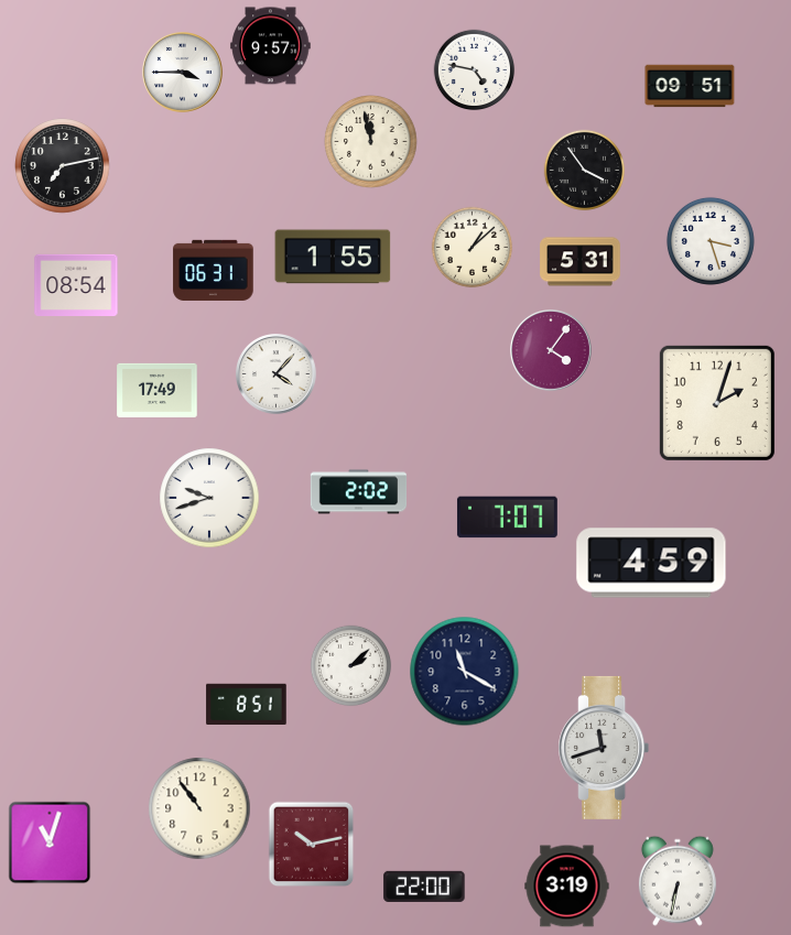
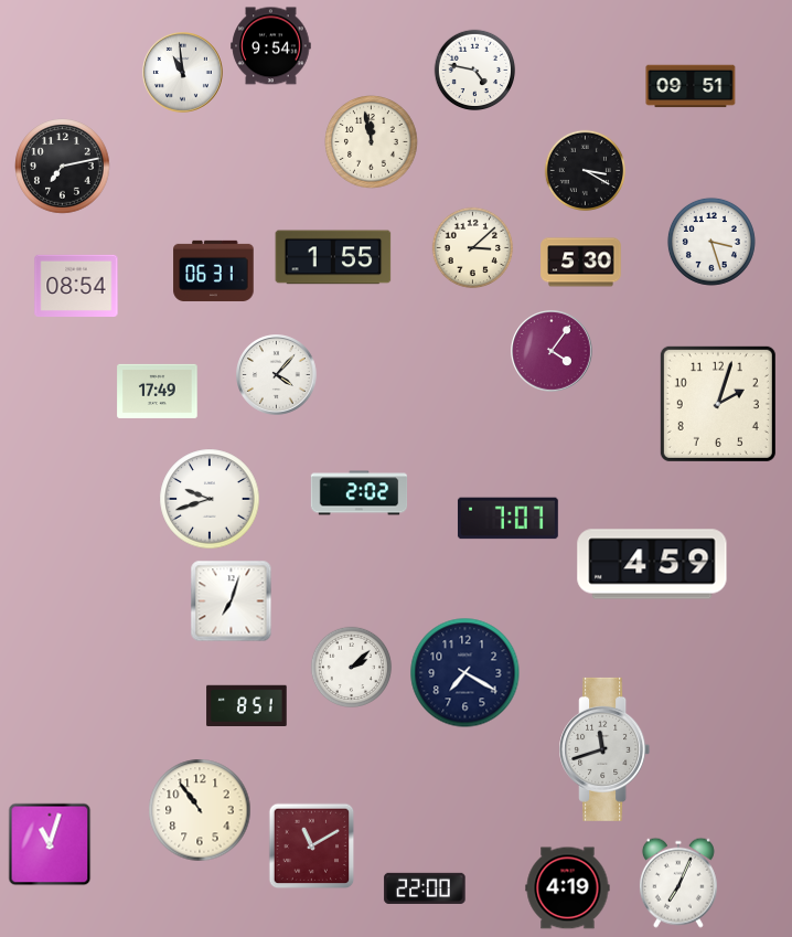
clock at (271, 46): 9:57 -> 9:54
clock at (183, 73): 3:45 -> 10:59
clock at (585, 171): 3:54 -> 3:20
clock at (473, 248): 1:08 -> 3:08
clock at (581, 262): 5:31 -> 5:30
clock at (232, 601): none -> 7:03
clock at (465, 672): 11:20 -> 7:20
clock at (312, 845): 10:13 -> 11:10
clock at (678, 881): 6:32 -> 7:04
clock at (567, 887): 3:19 -> 4:19
